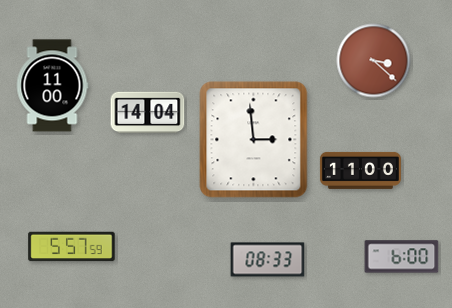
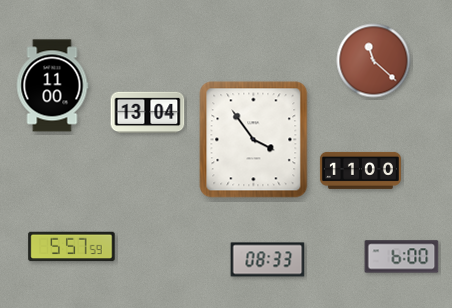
clock at (374, 61): 3:22 -> 11:22
clock at (148, 113): 14:04 -> 13:04
clock at (254, 140): 2:59 -> 3:54
